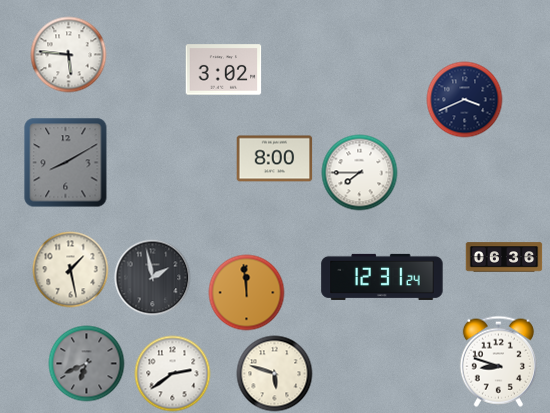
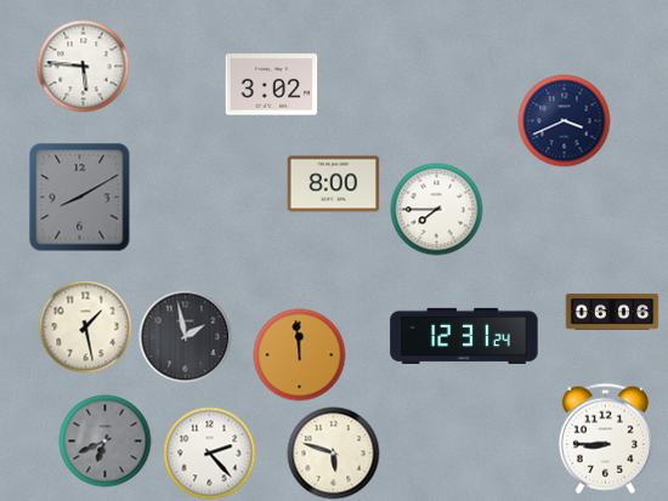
clock at (275, 159) position: (275, 159) -> (334, 184)
clock at (504, 257): 06:36 -> 06:06
clock at (498, 361): 8:48 -> 8:45
clock at (173, 374): 2:39 -> 2:23
